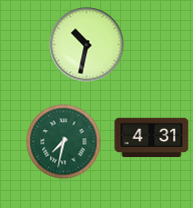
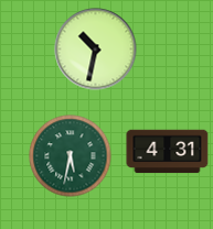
clock at (64, 142): 7:32 -> 5:32
